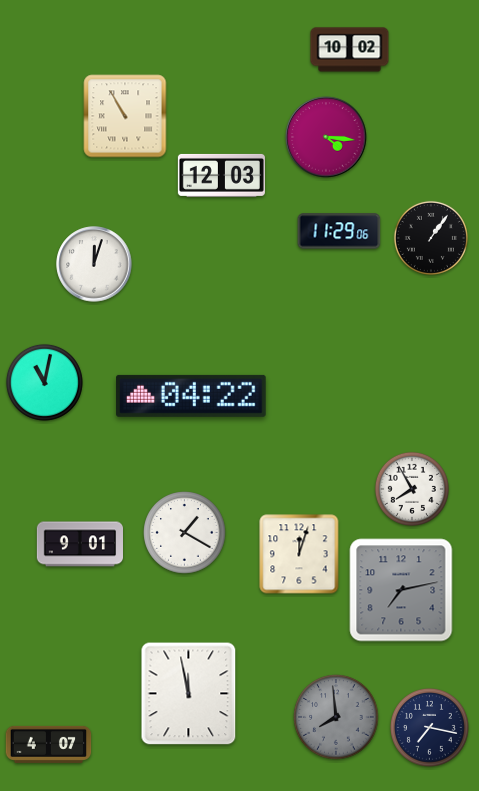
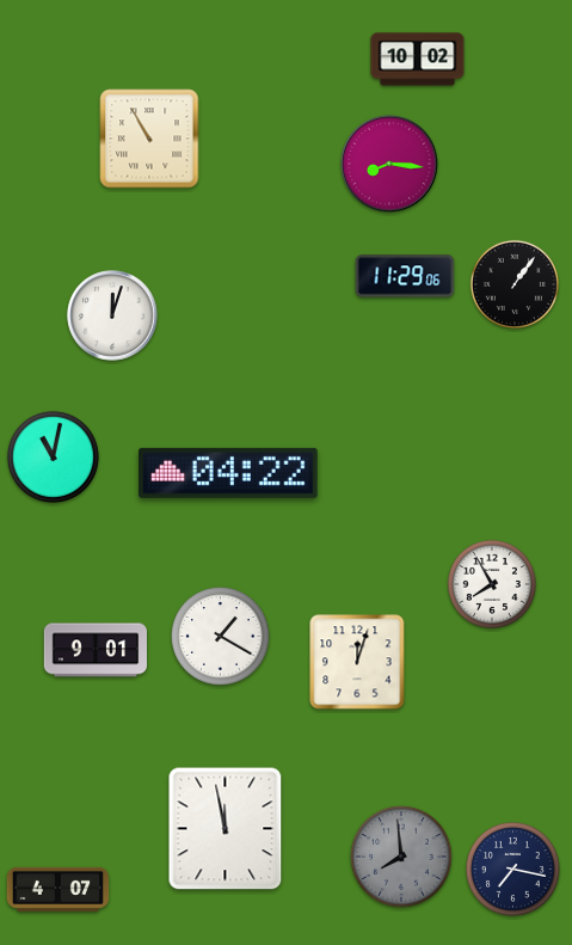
clock at (326, 137): 4:16 -> 8:16
clock at (221, 175): 12:03 -> none
clock at (401, 590): 7:13 -> none
